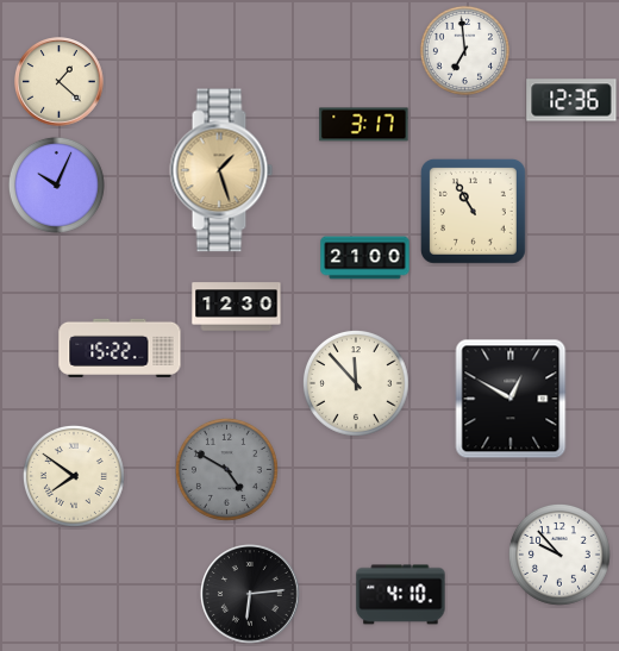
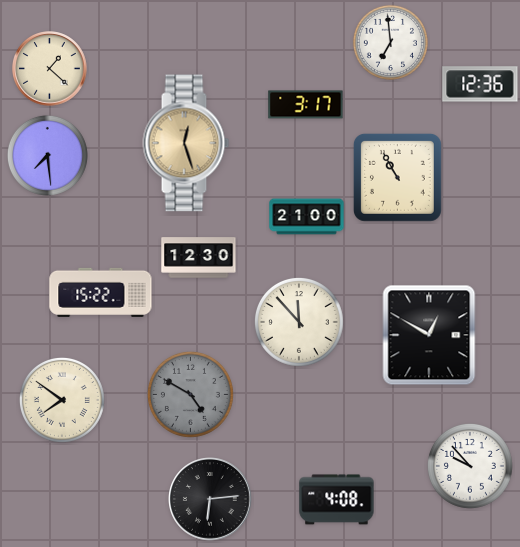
clock at (221, 170): 1:27 -> 12:27
clock at (56, 184): 10:04 -> 7:29
clock at (401, 595): 4:10 -> 4:08
